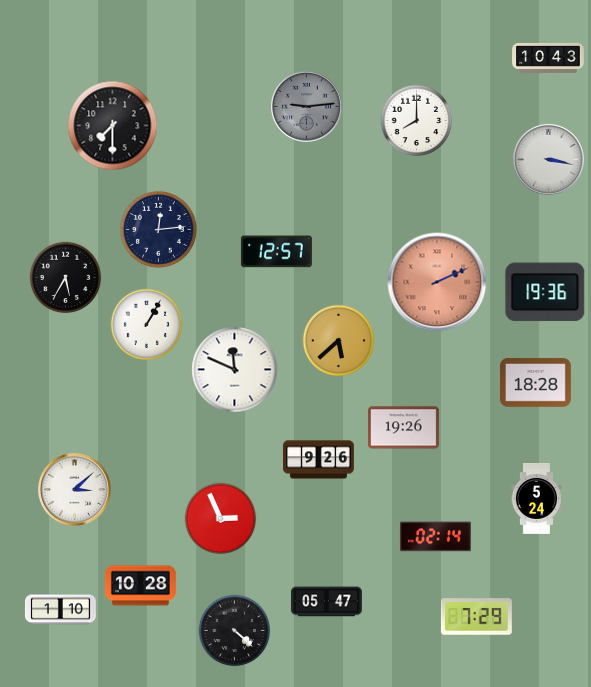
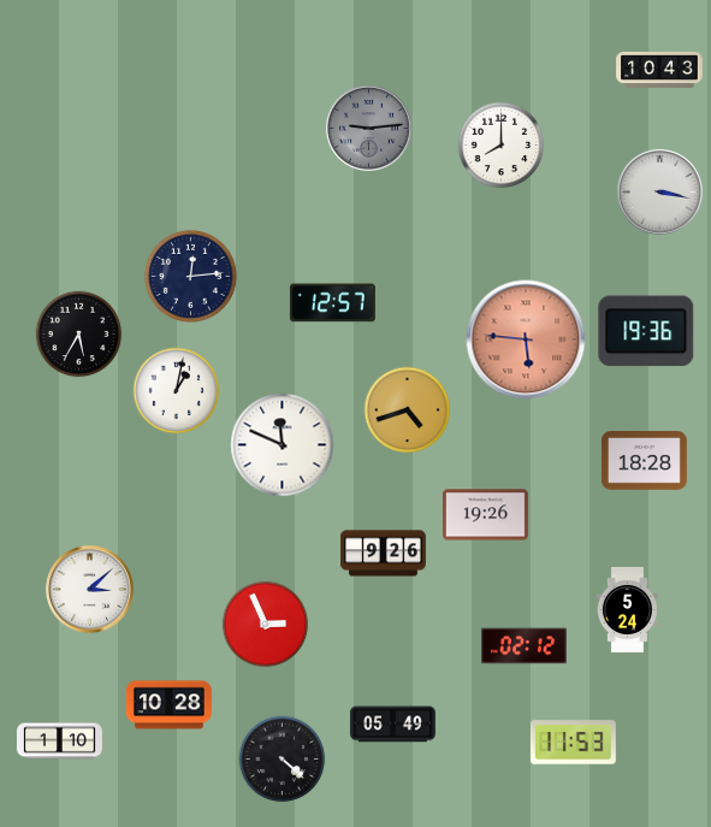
clock at (113, 126): 7:30 -> none
clock at (437, 282): 2:11 -> 5:46
clock at (545, 292) position: (545, 292) -> (646, 331)
clock at (147, 325): 1:05 -> 1:02
clock at (339, 341): 5:38 -> 4:42
clock at (536, 499) position: (536, 499) -> (627, 610)
clock at (435, 537): 02:14 -> 02:12
clock at (326, 602): 05:47 -> 05:49
clock at (61, 610) position: (61, 610) -> (60, 742)
clock at (476, 617): 7:29 -> 11:53
